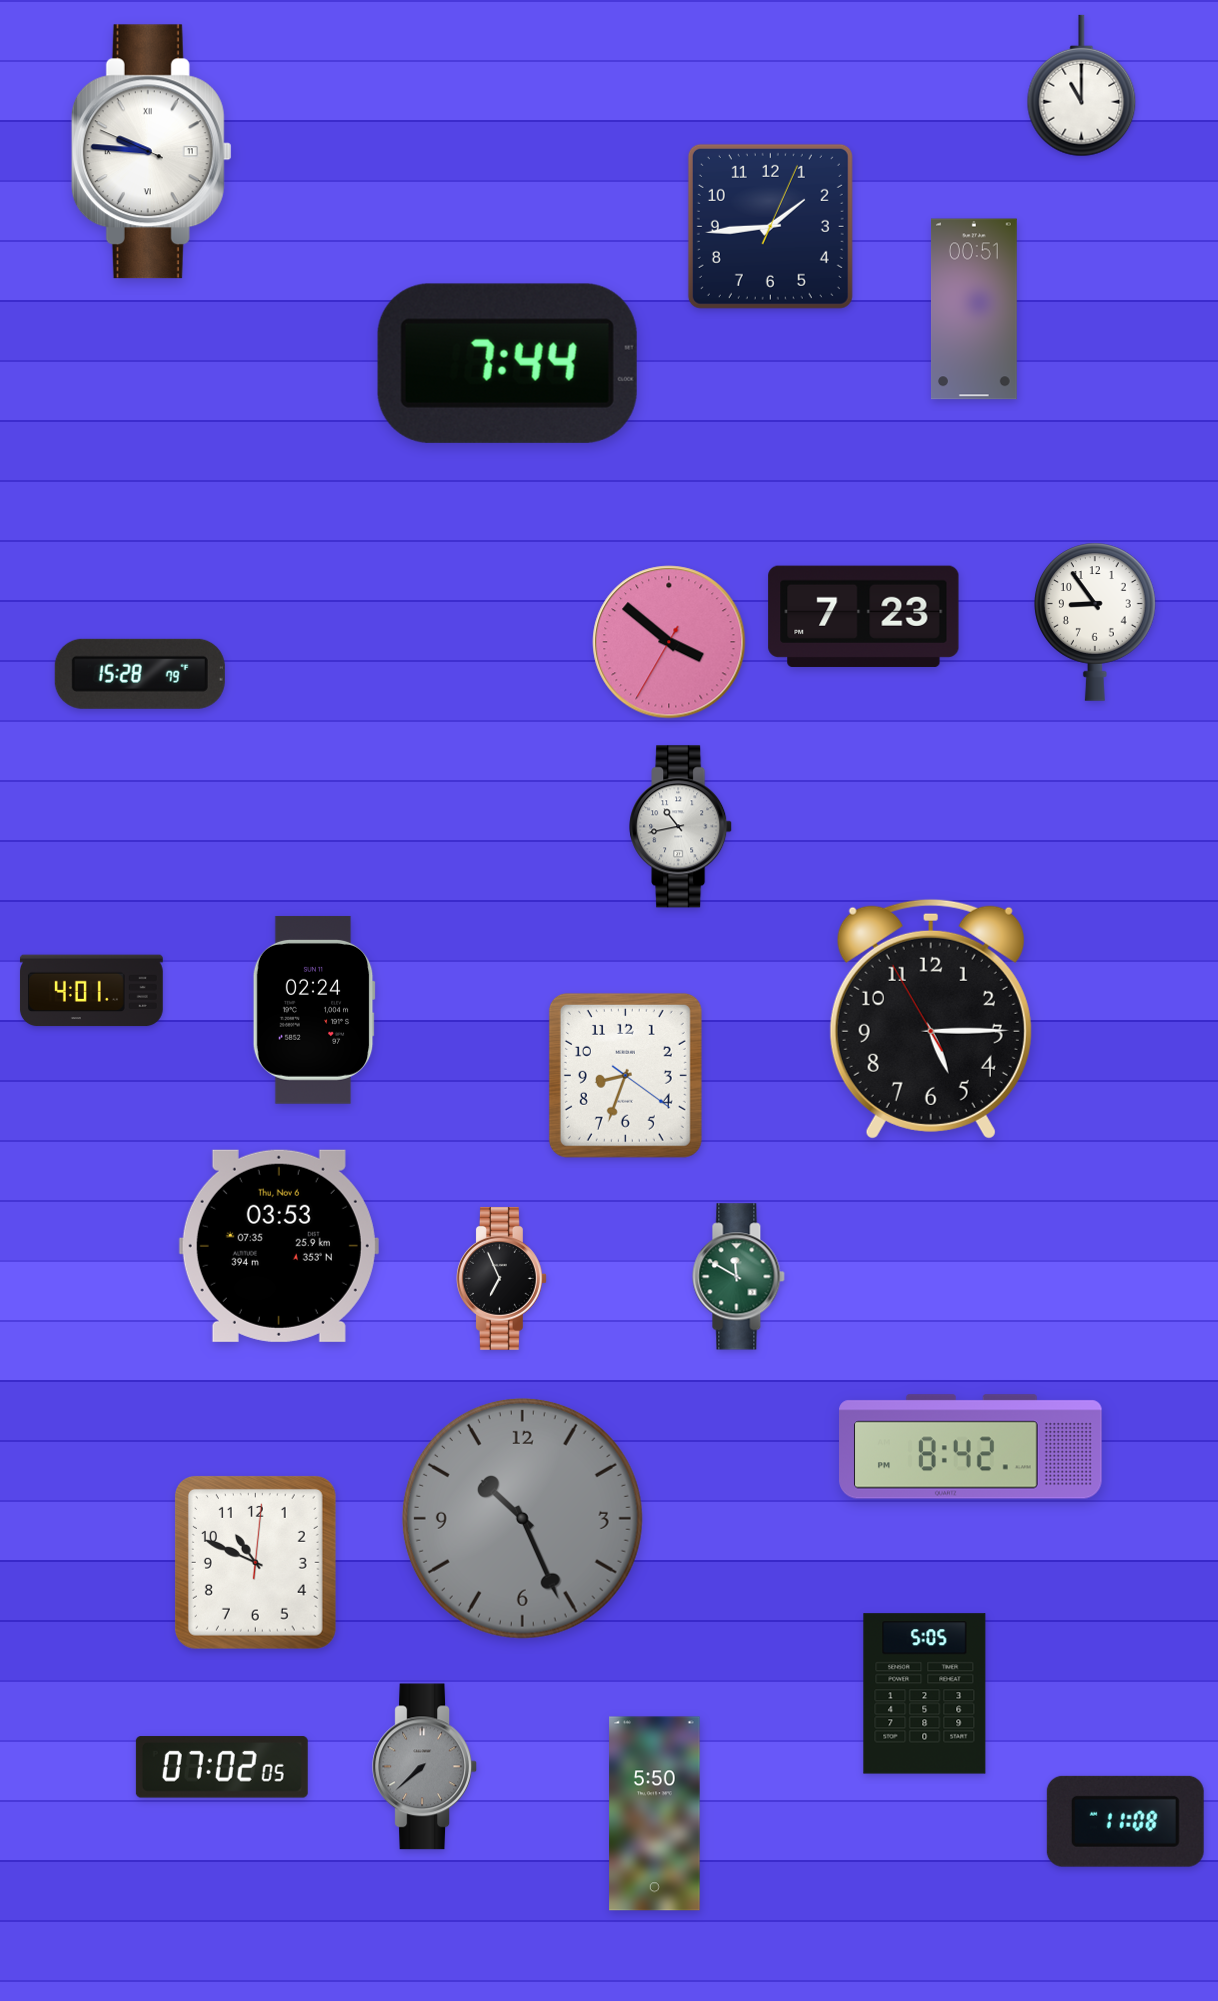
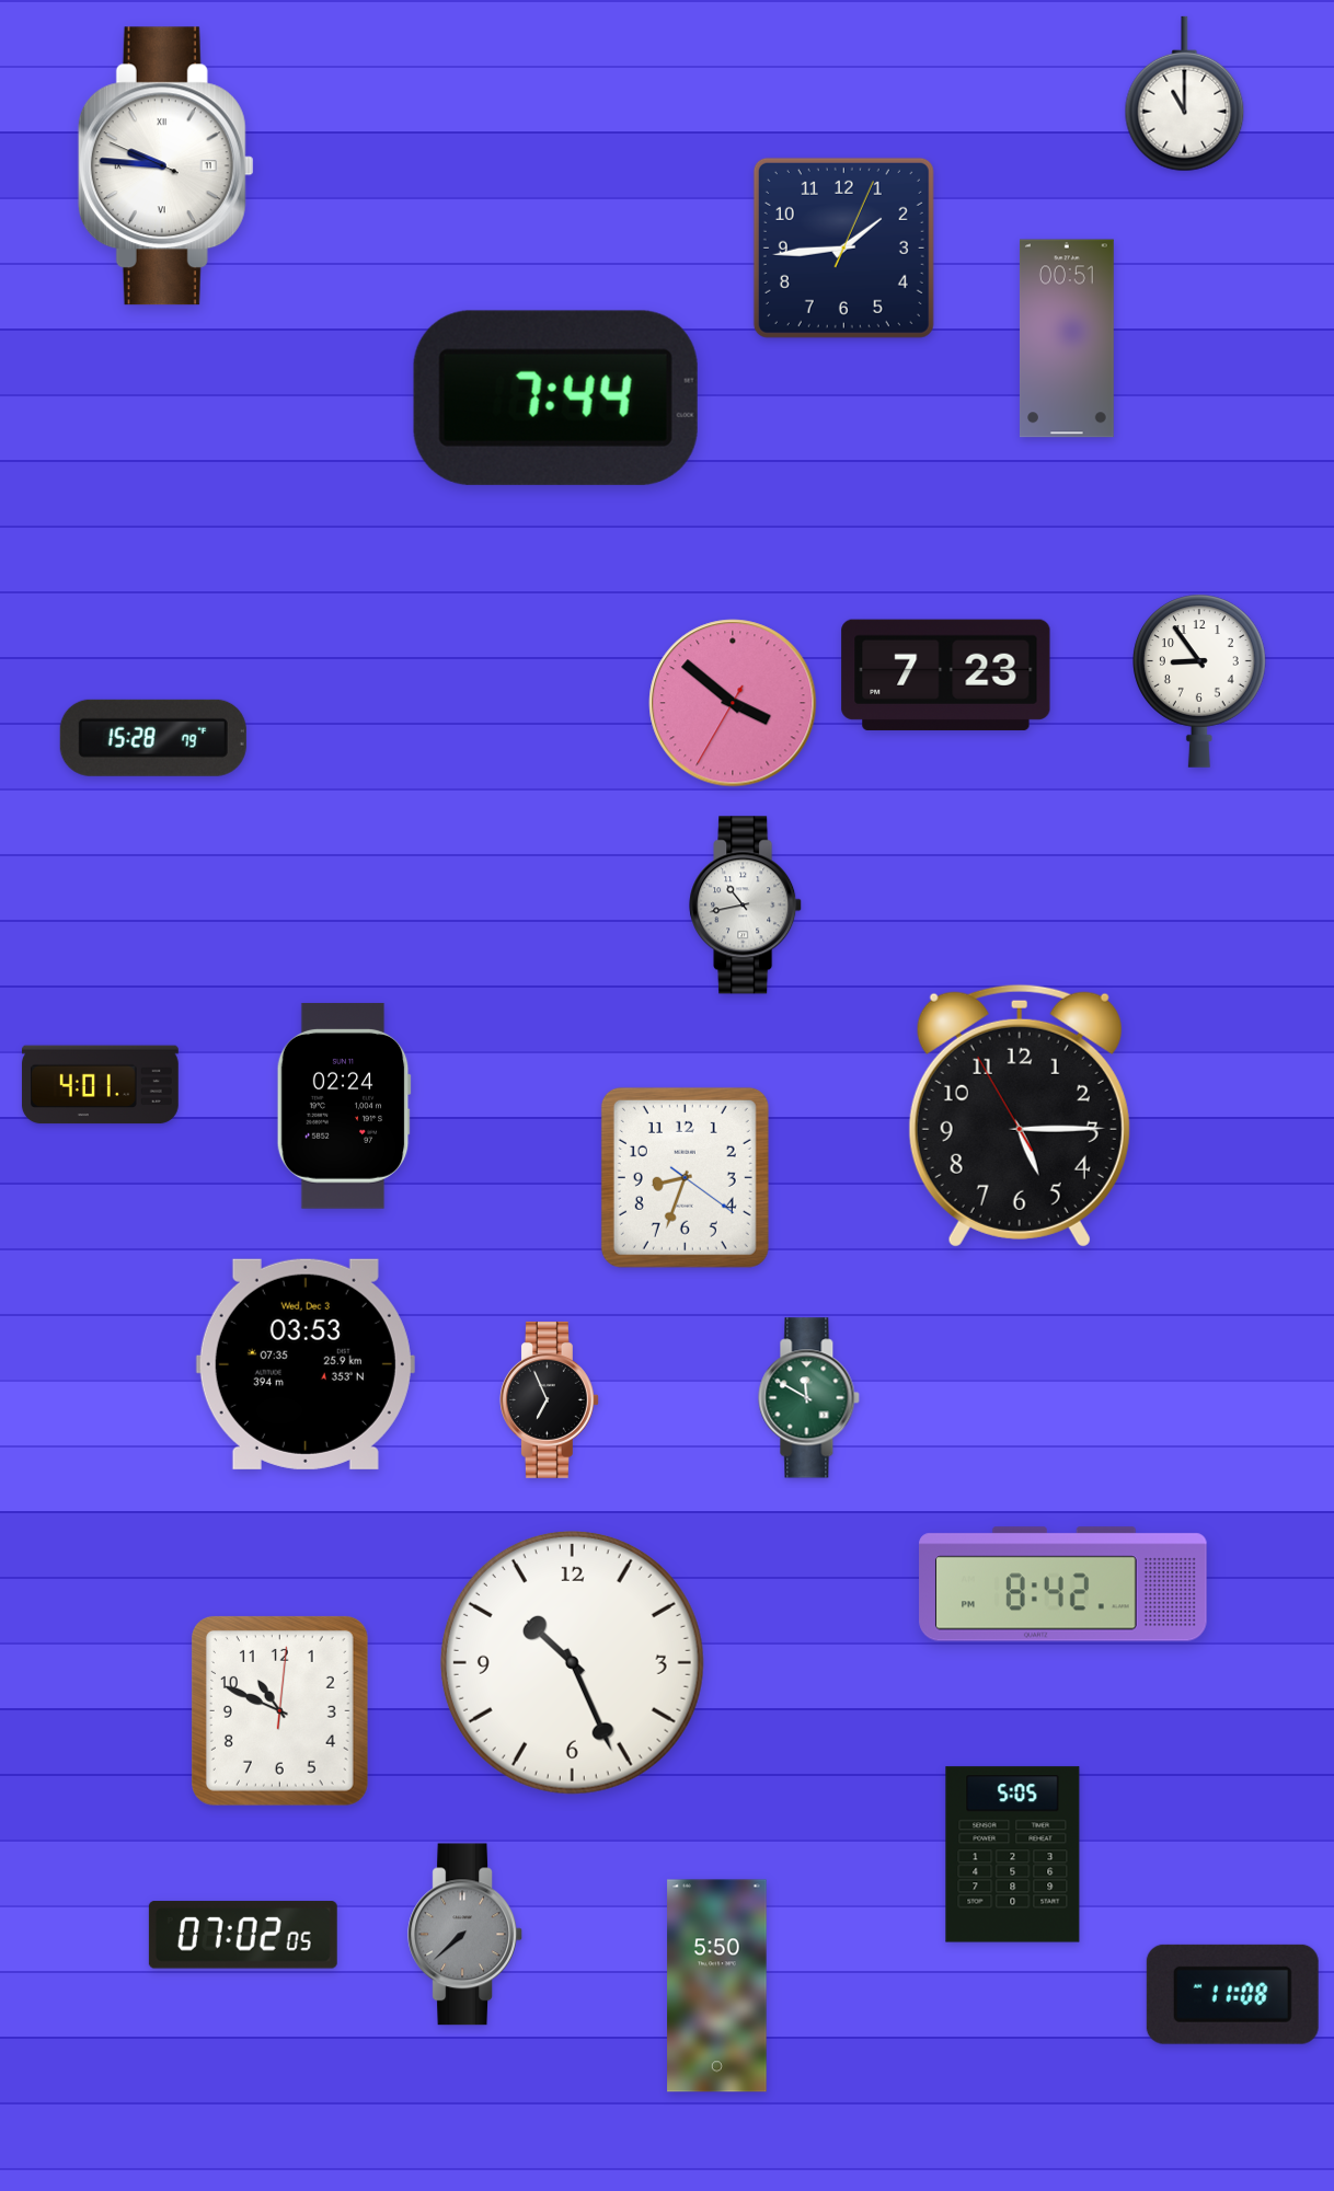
clock at (279, 1246) date: Thu, Nov 6 -> Wed, Dec 3
clock at (522, 1518) dial: grey -> white
